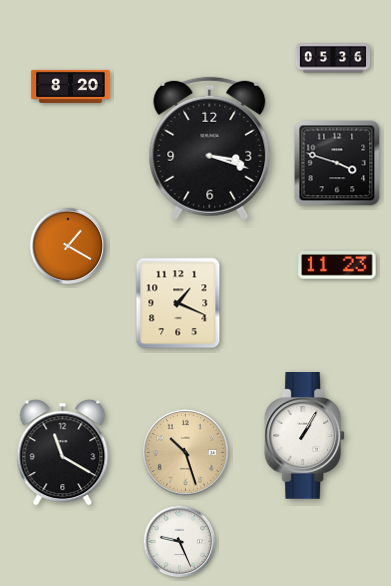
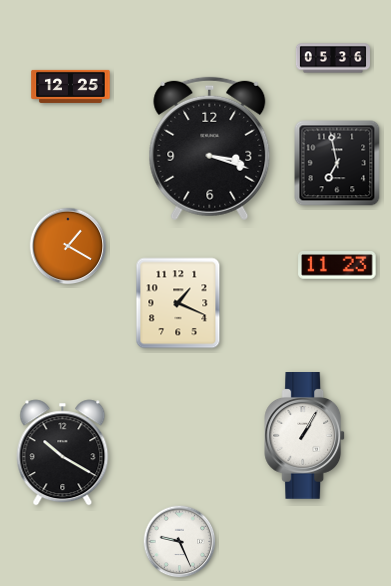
clock at (71, 86): 8:20 -> 12:25
clock at (337, 163): 3:48 -> 6:58
clock at (185, 452): 10:27 -> none
clock at (63, 453): 11:20 -> 10:20
